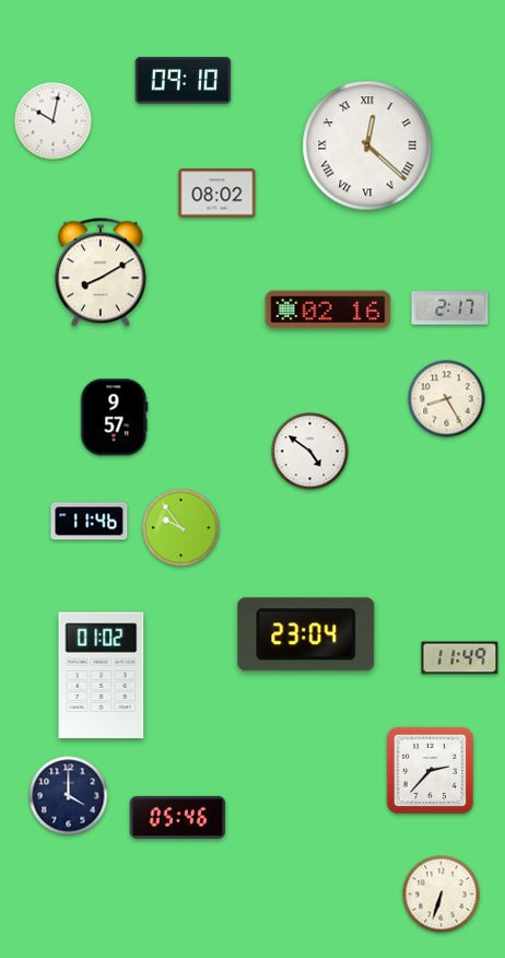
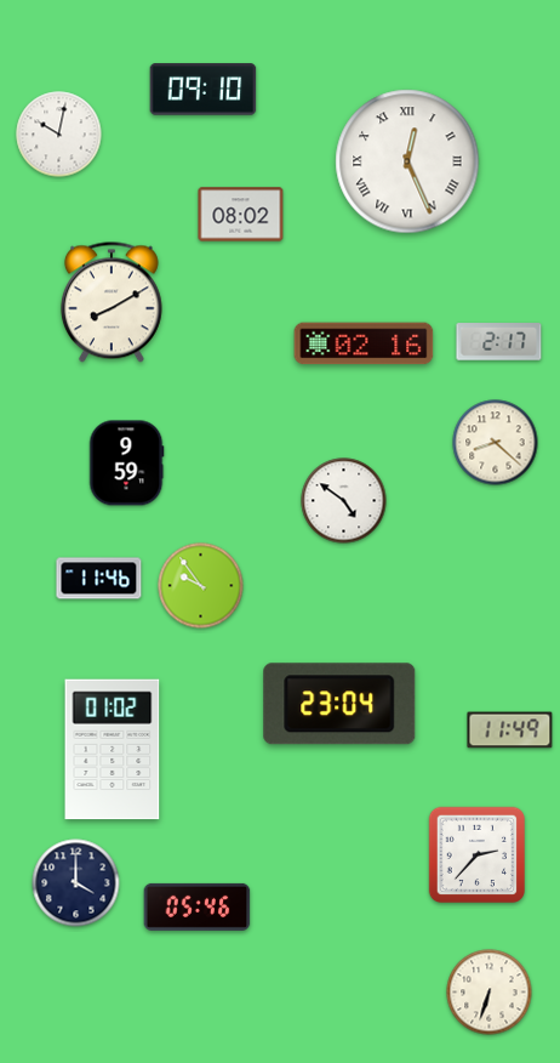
clock at (367, 145): 12:22 -> 12:26
clock at (447, 399): 8:25 -> 8:22
clock at (114, 418): 9:57 -> 9:59
